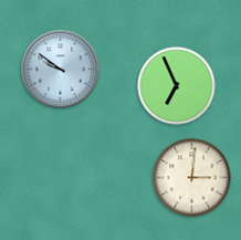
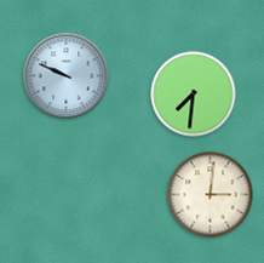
clock at (61, 70): 9:51 -> 9:49
clock at (177, 86): 6:56 -> 7:31
